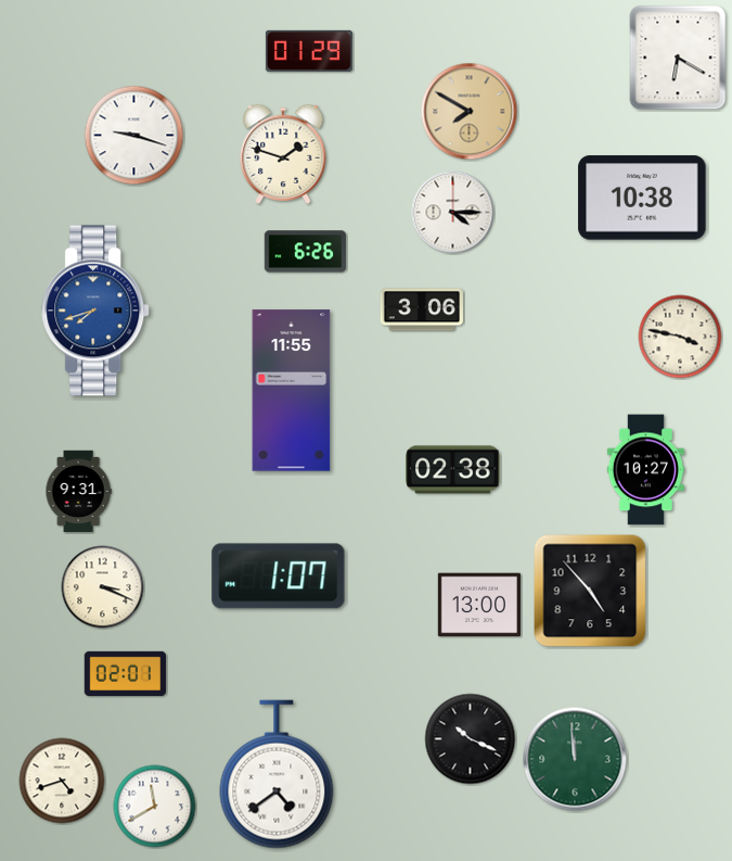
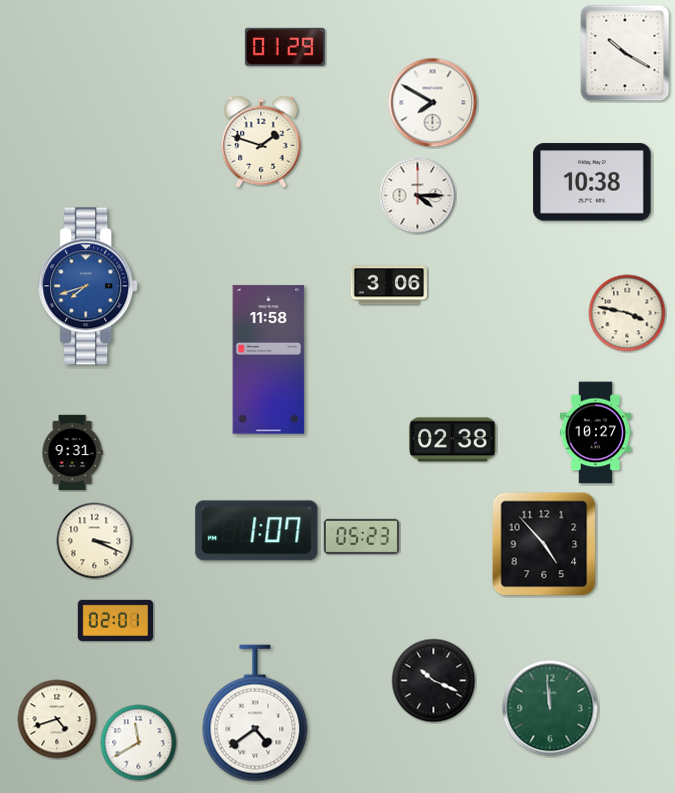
clock at (678, 58): 6:20 -> 10:20
clock at (470, 112) dial: champagne -> white
clock at (134, 136): 9:18 -> none
clock at (306, 252): 6:26 -> none
clock at (680, 337) position: (680, 337) -> (627, 313)
clock at (292, 391): 11:55 -> 11:58
clock at (453, 470) position: (453, 470) -> (453, 440)
clock at (362, 536): none -> 05:23
clock at (479, 605): 13:00 -> none
clock at (575, 759) position: (575, 759) -> (550, 708)
clock at (155, 807) position: (155, 807) -> (139, 743)
